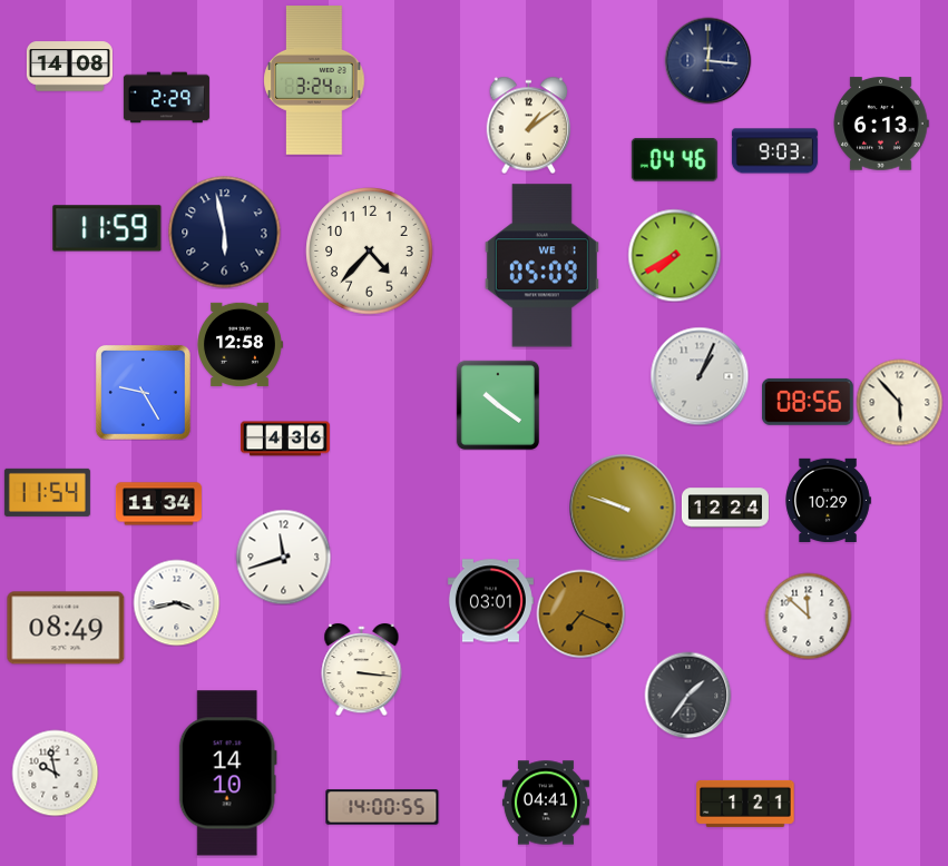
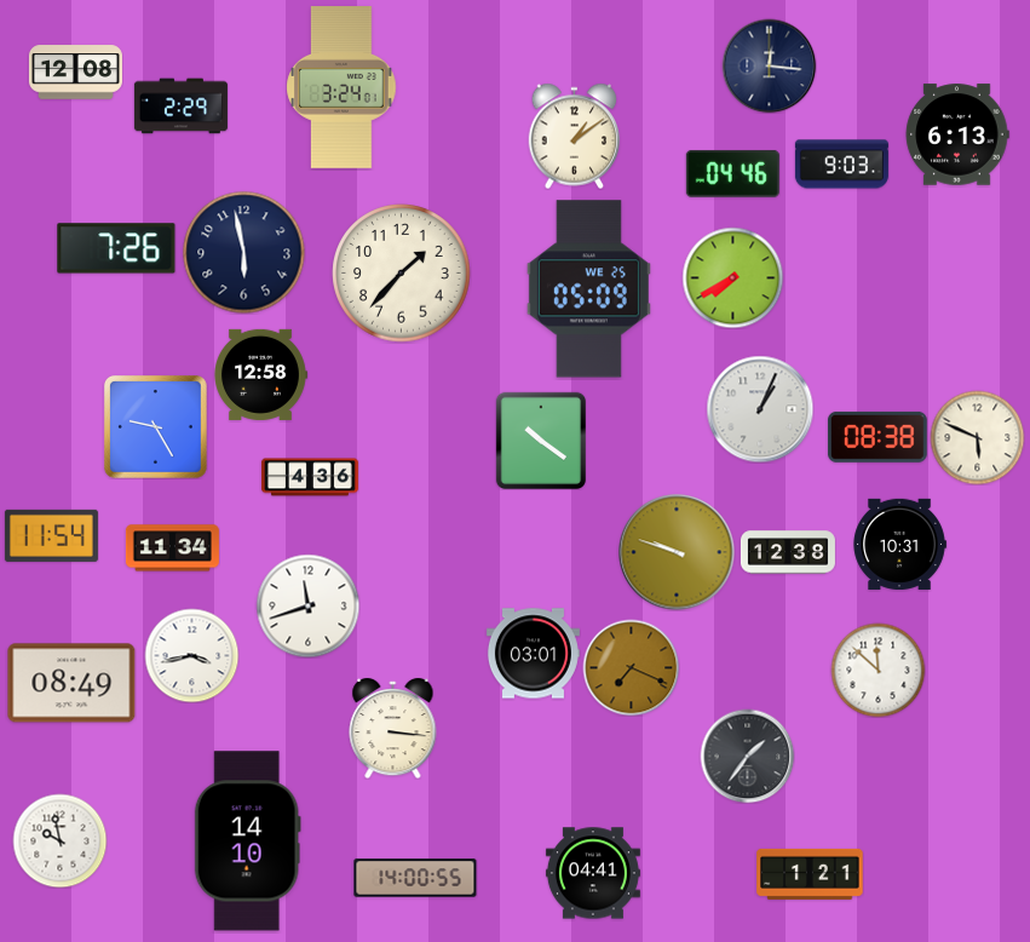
clock at (69, 67): 14:08 -> 12:08
clock at (107, 228): 11:59 -> 7:26
clock at (370, 252): 4:37 -> 1:37
clock at (541, 266) date: WE 1 -> WE 25
clock at (808, 402): 08:56 -> 08:38
clock at (899, 402): 5:53 -> 5:49
clock at (828, 500): 10:29 -> 10:31
clock at (725, 508): 12:24 -> 12:38
